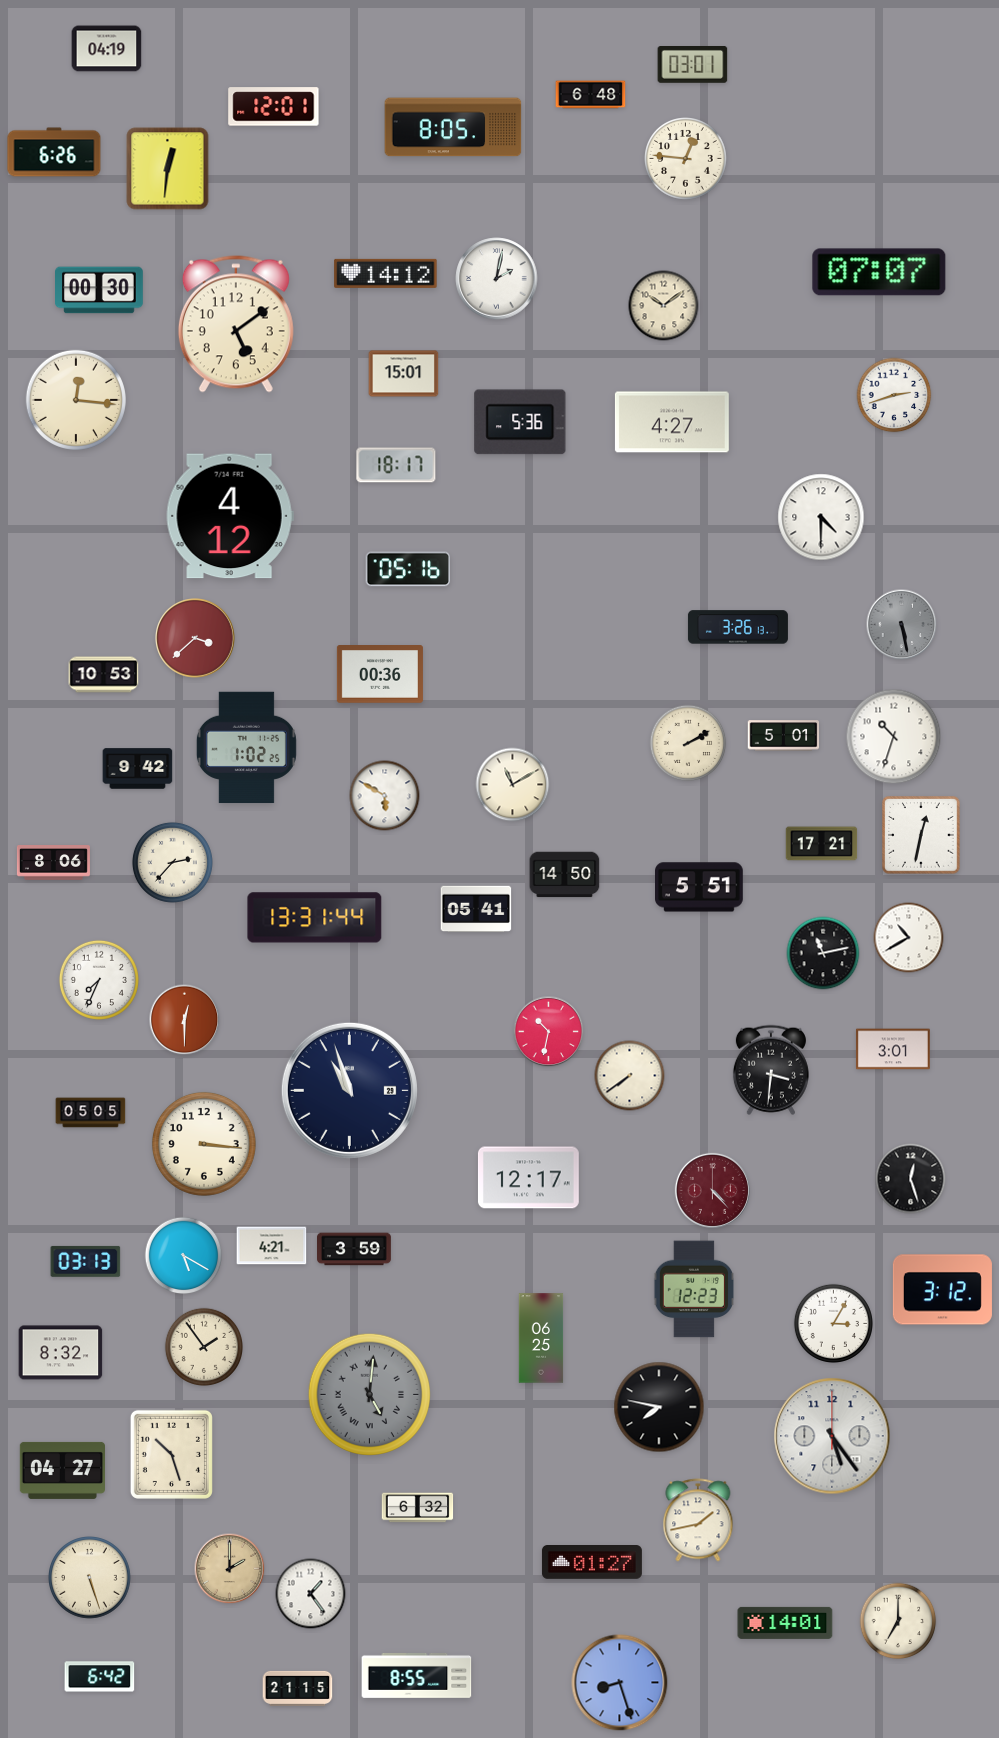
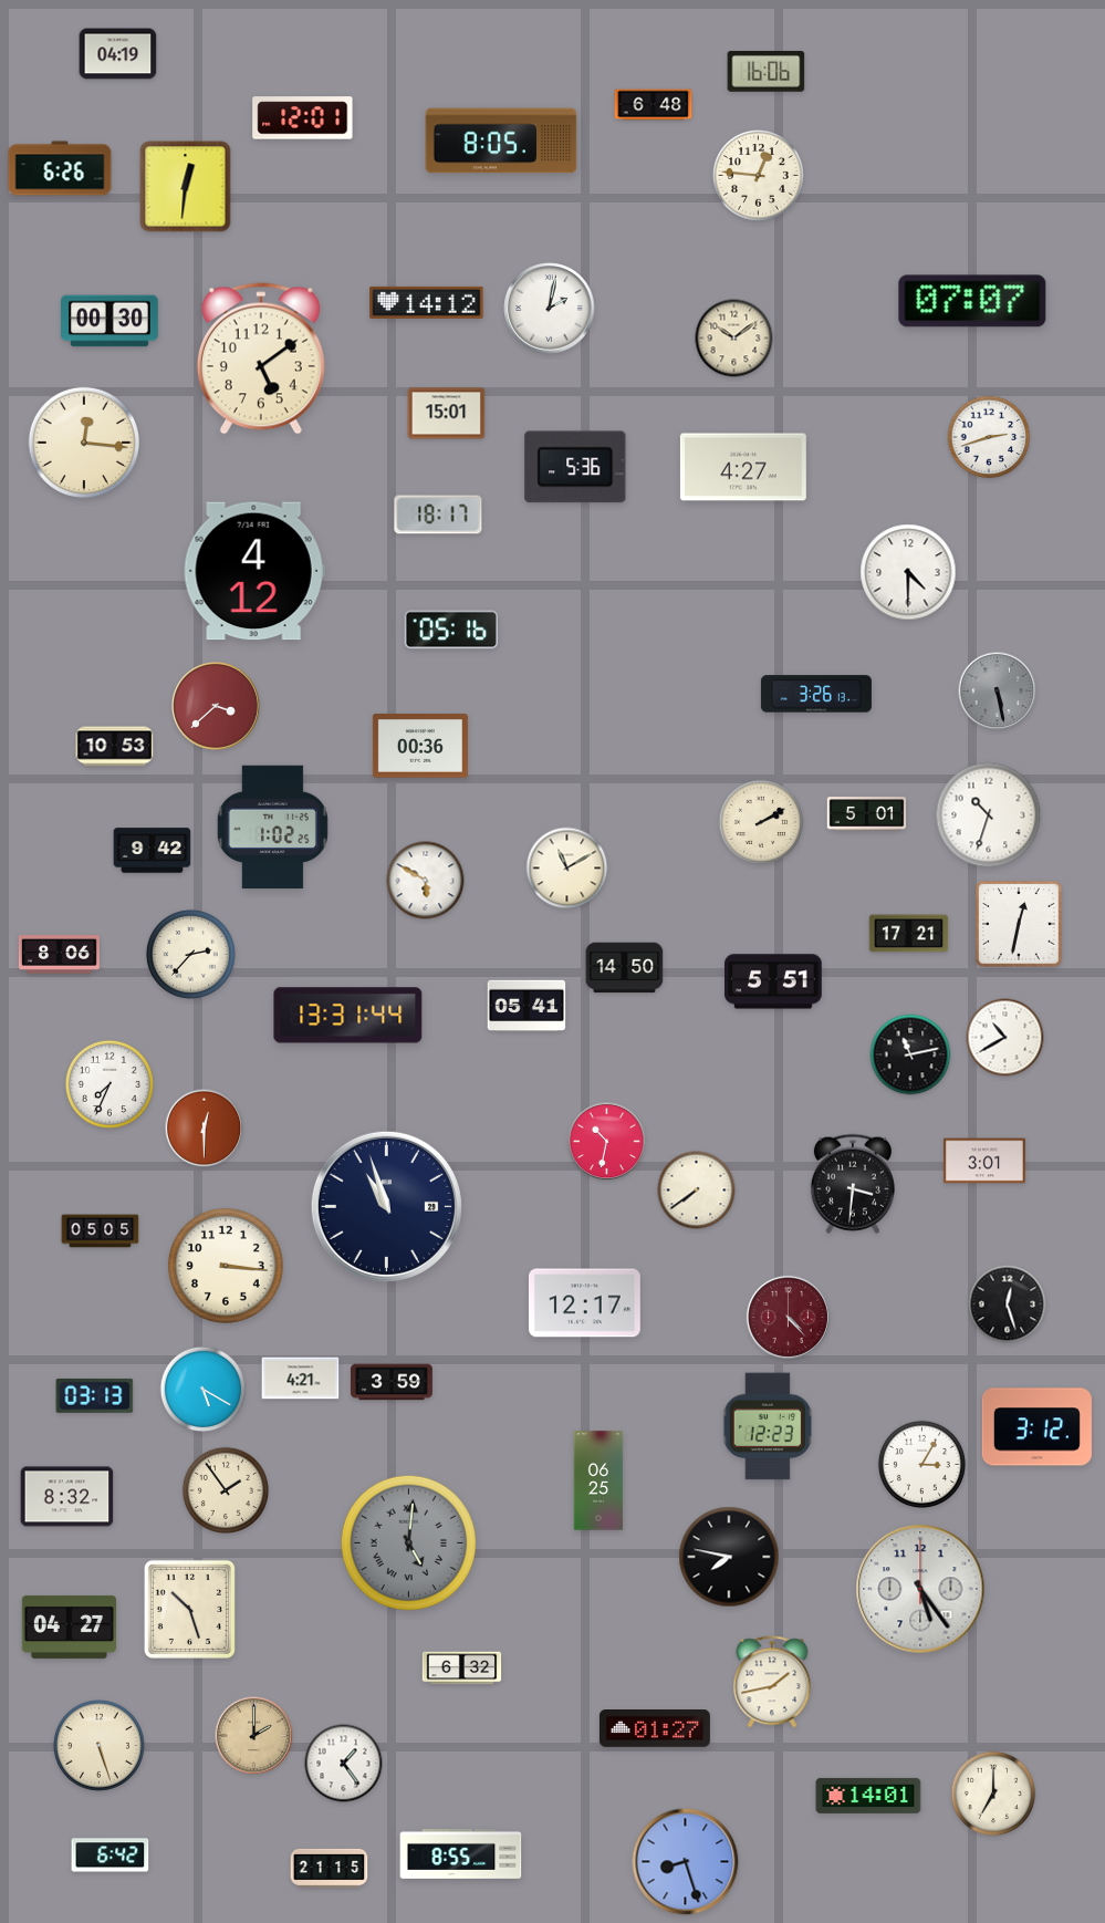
clock at (693, 65): 03:01 -> 16:06
clock at (893, 1049) position: (893, 1049) -> (984, 1161)
clock at (942, 1290) position: (942, 1290) -> (1036, 1427)
